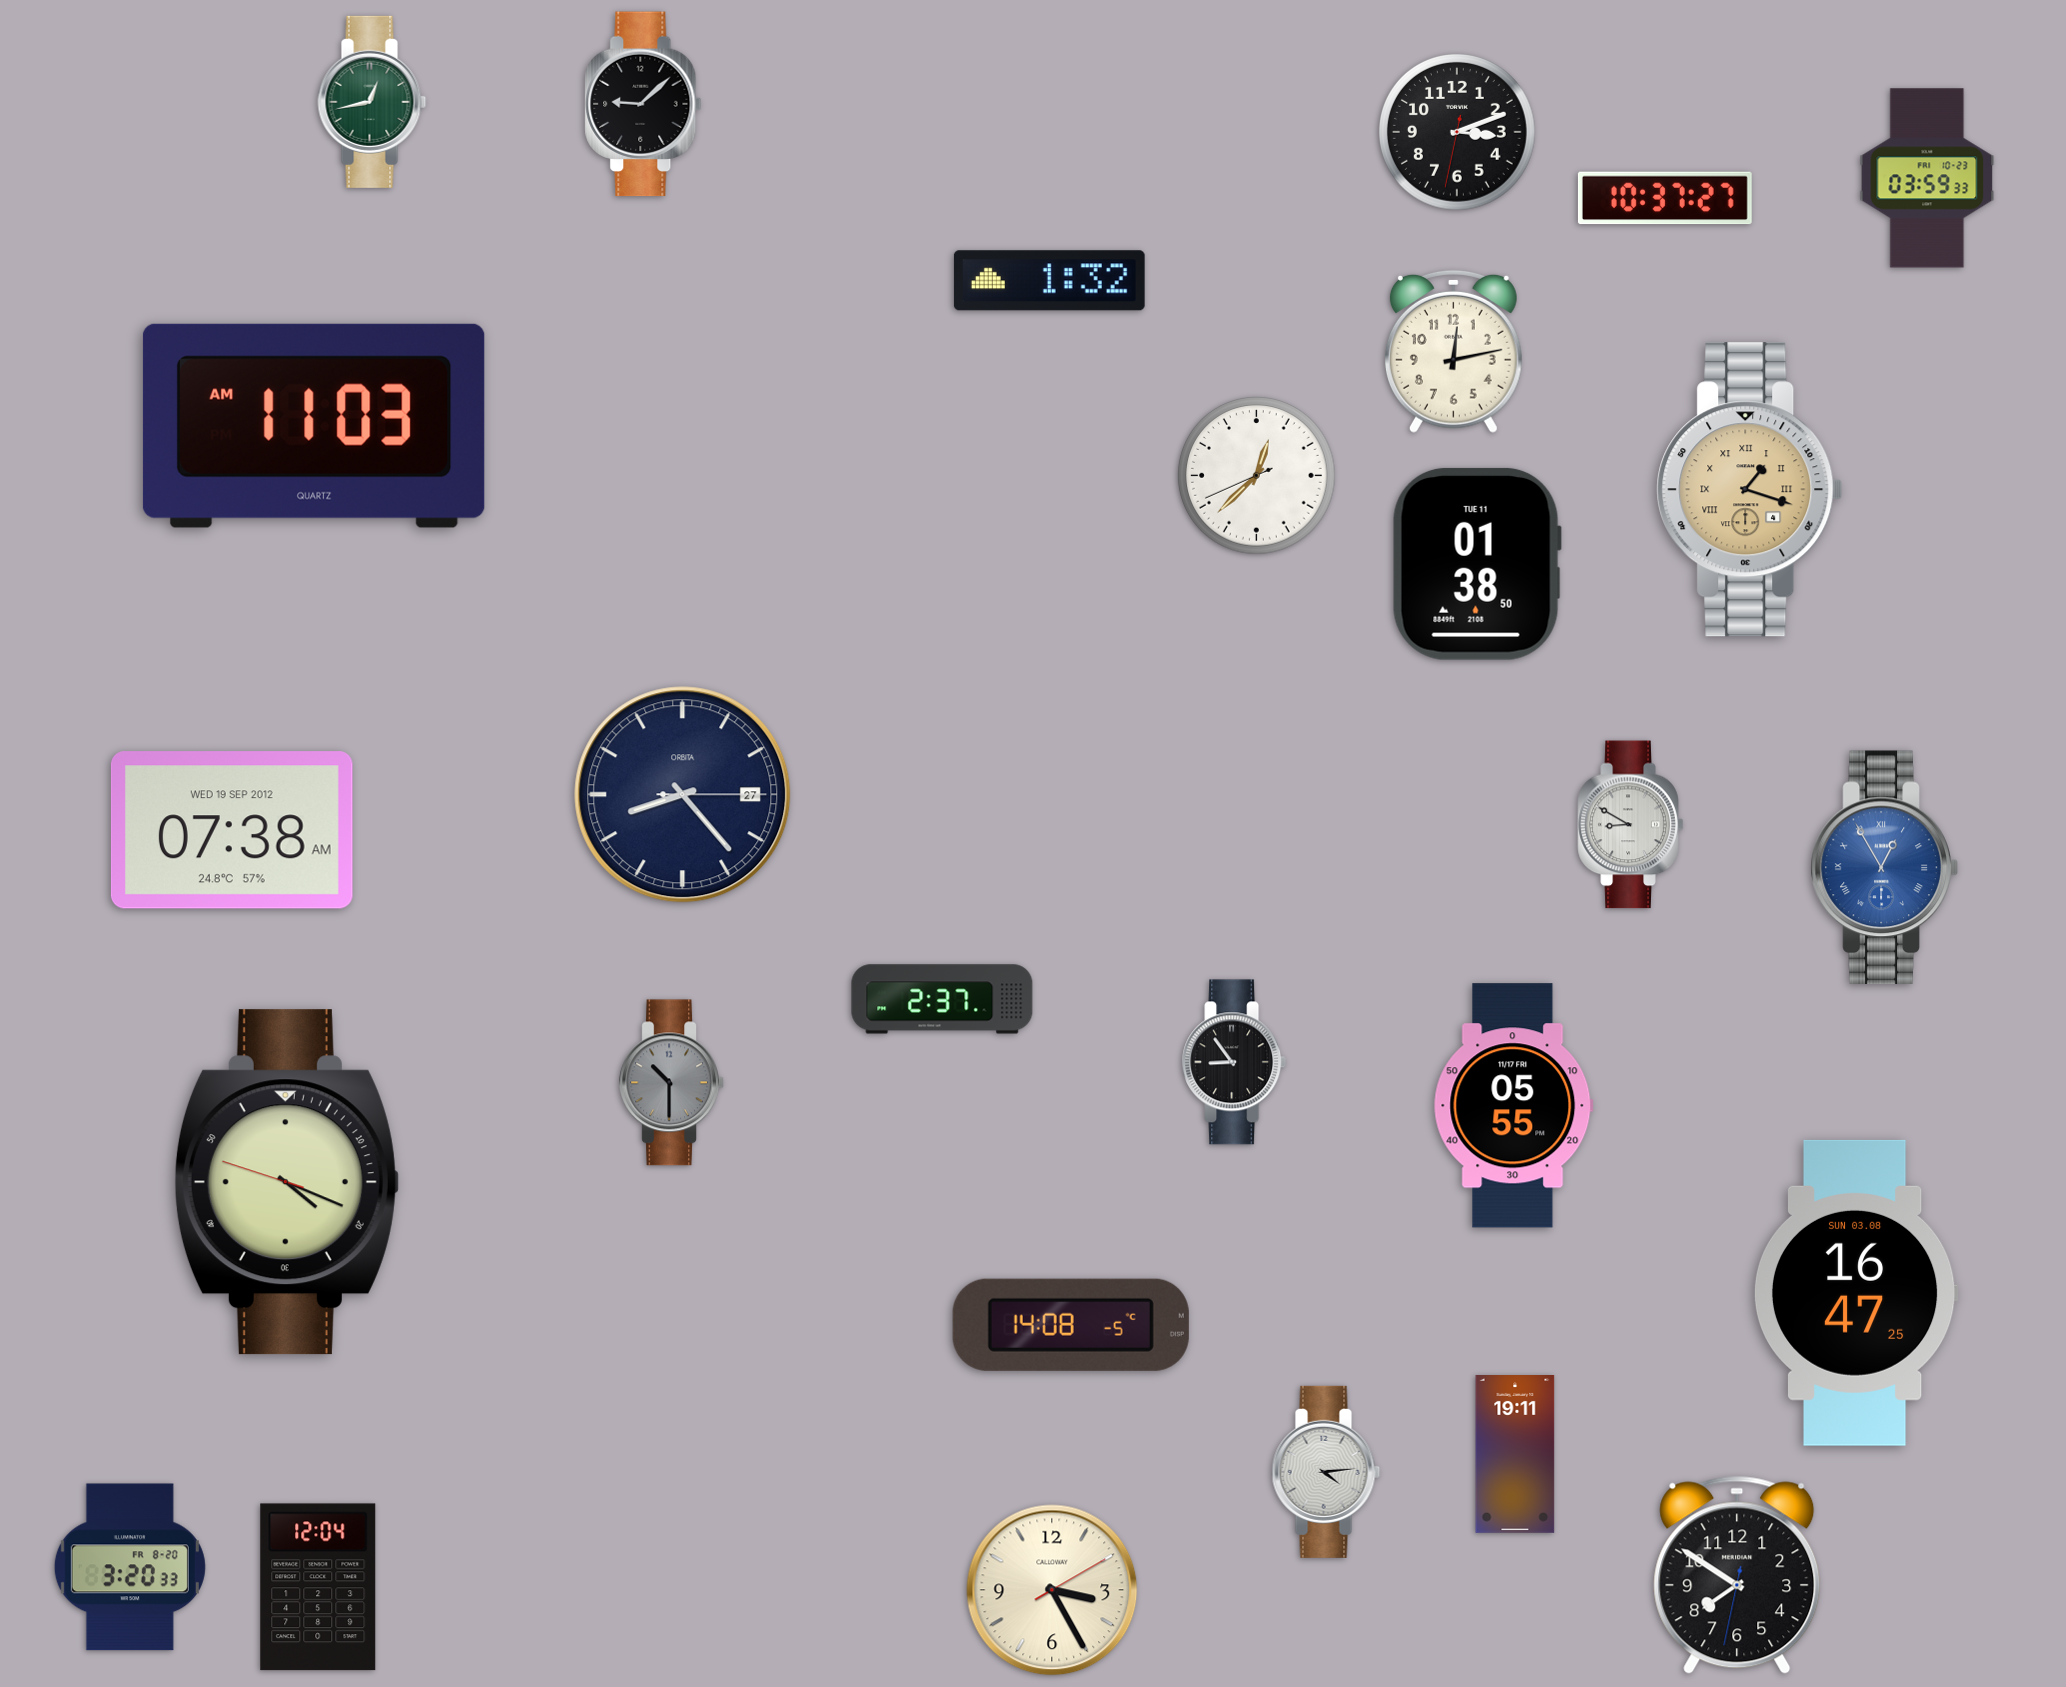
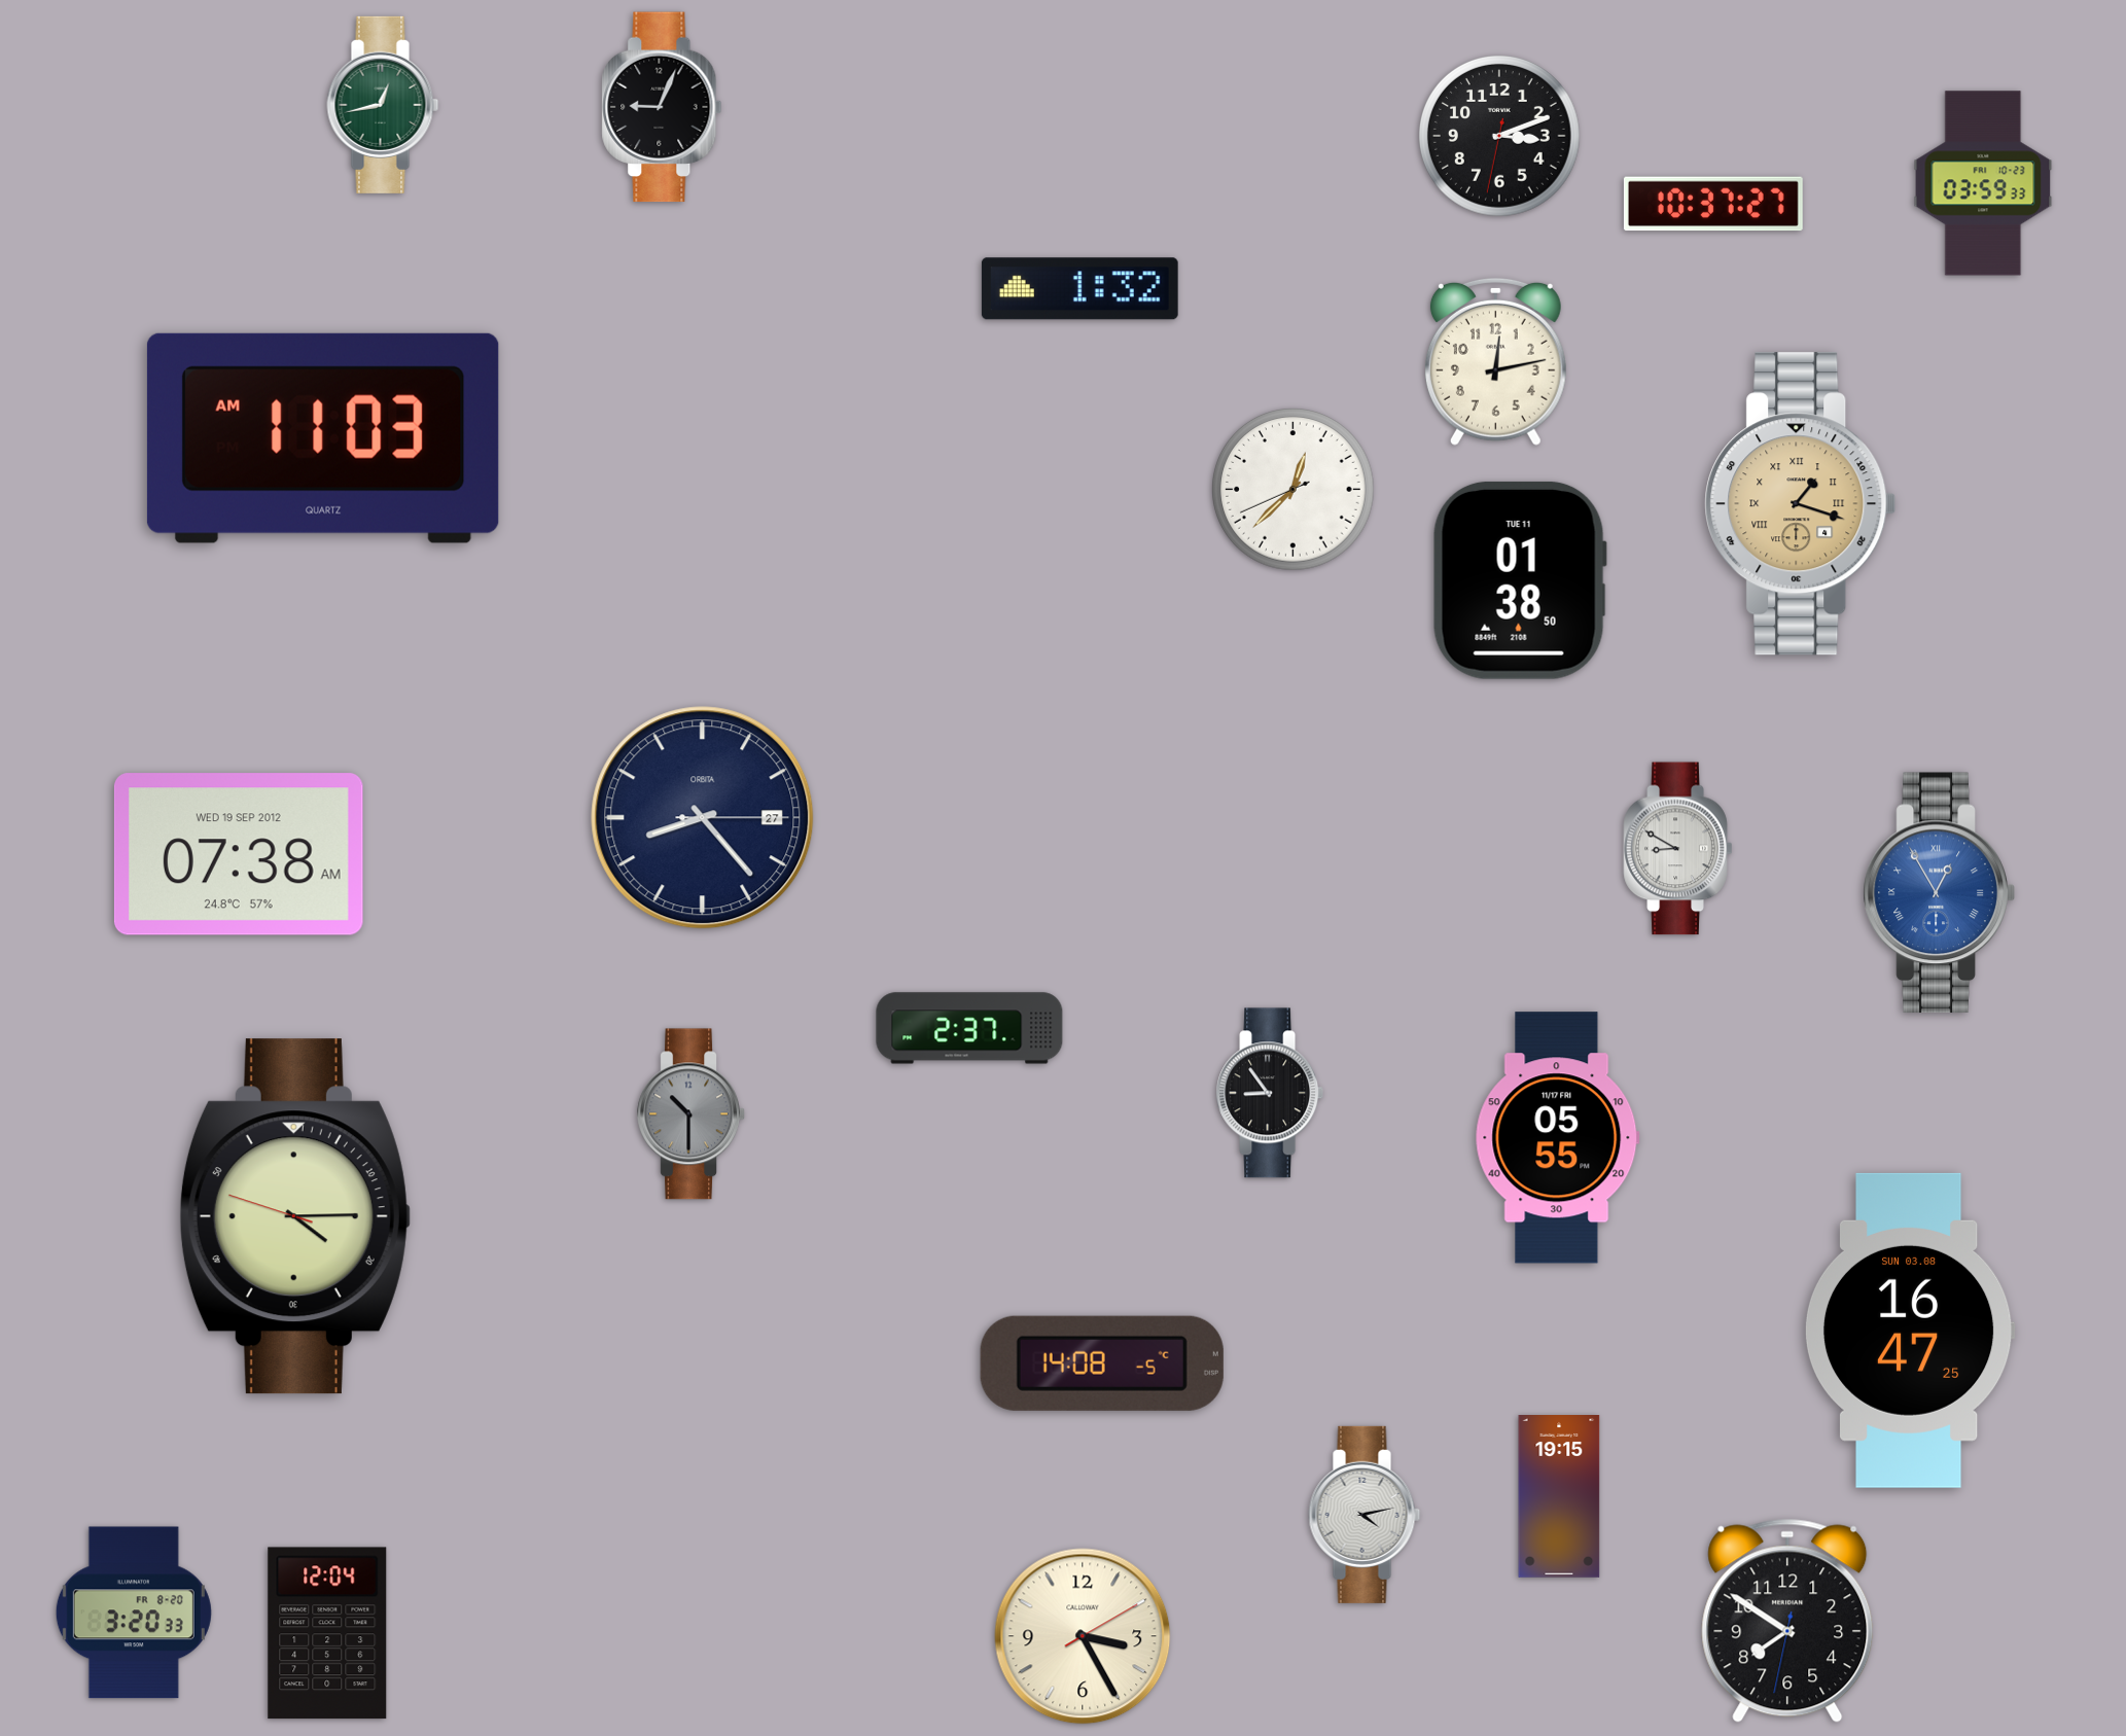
clock at (643, 104): 9:08 -> 9:04
clock at (286, 1182): 4:18 -> 4:14
clock at (1515, 1455): 19:11 -> 19:15
clock at (1326, 1472): 4:14 -> 4:13
